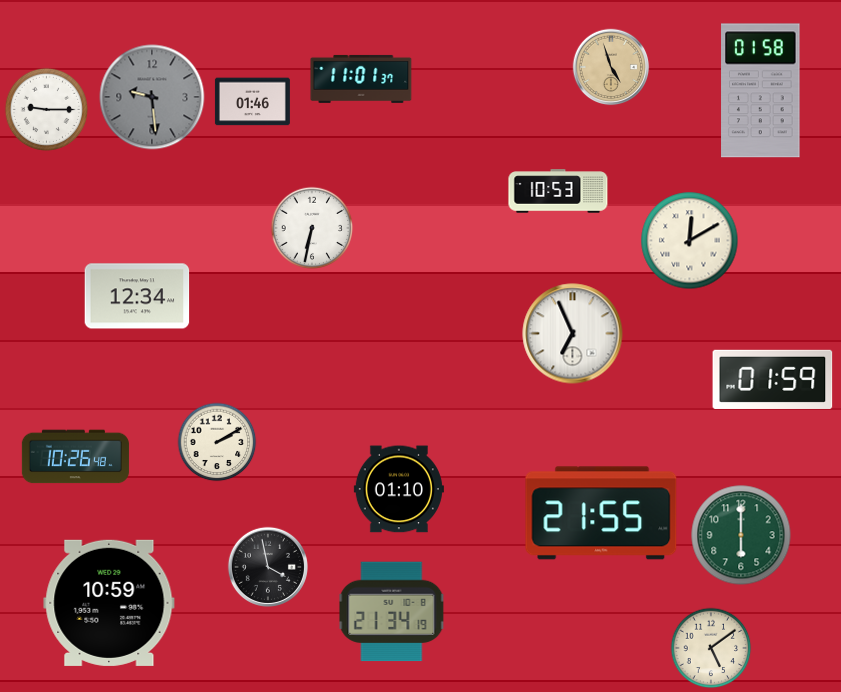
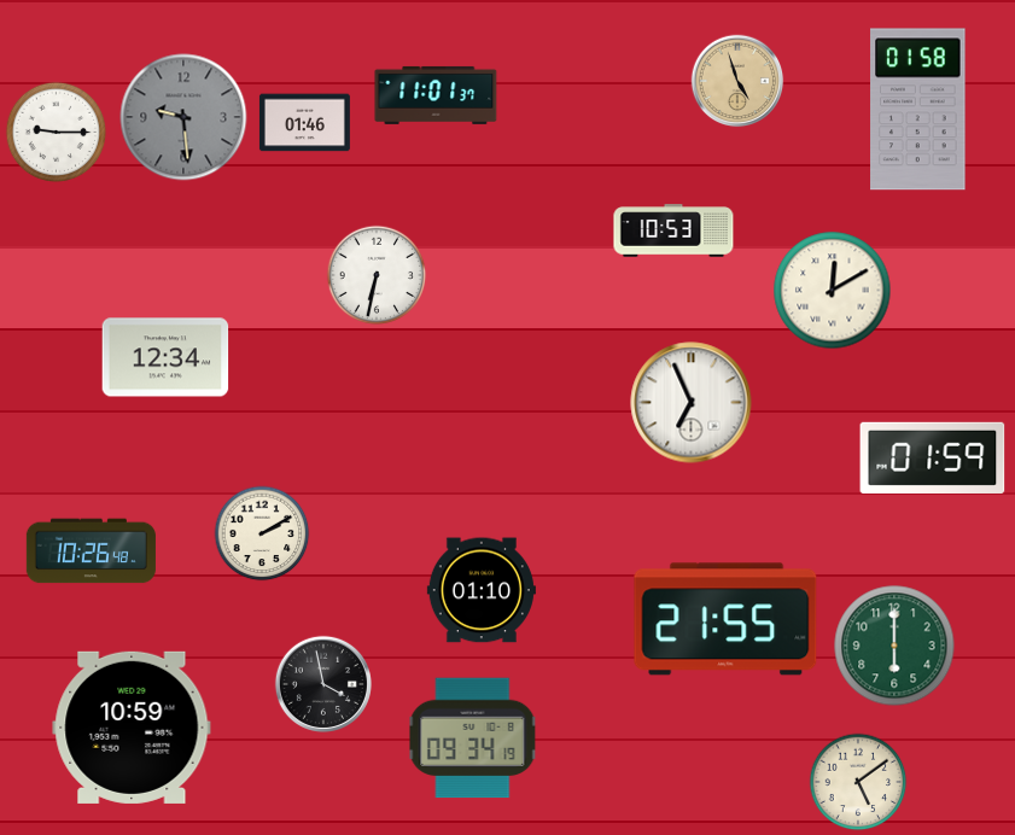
clock at (392, 612): 21:34 -> 09:34
